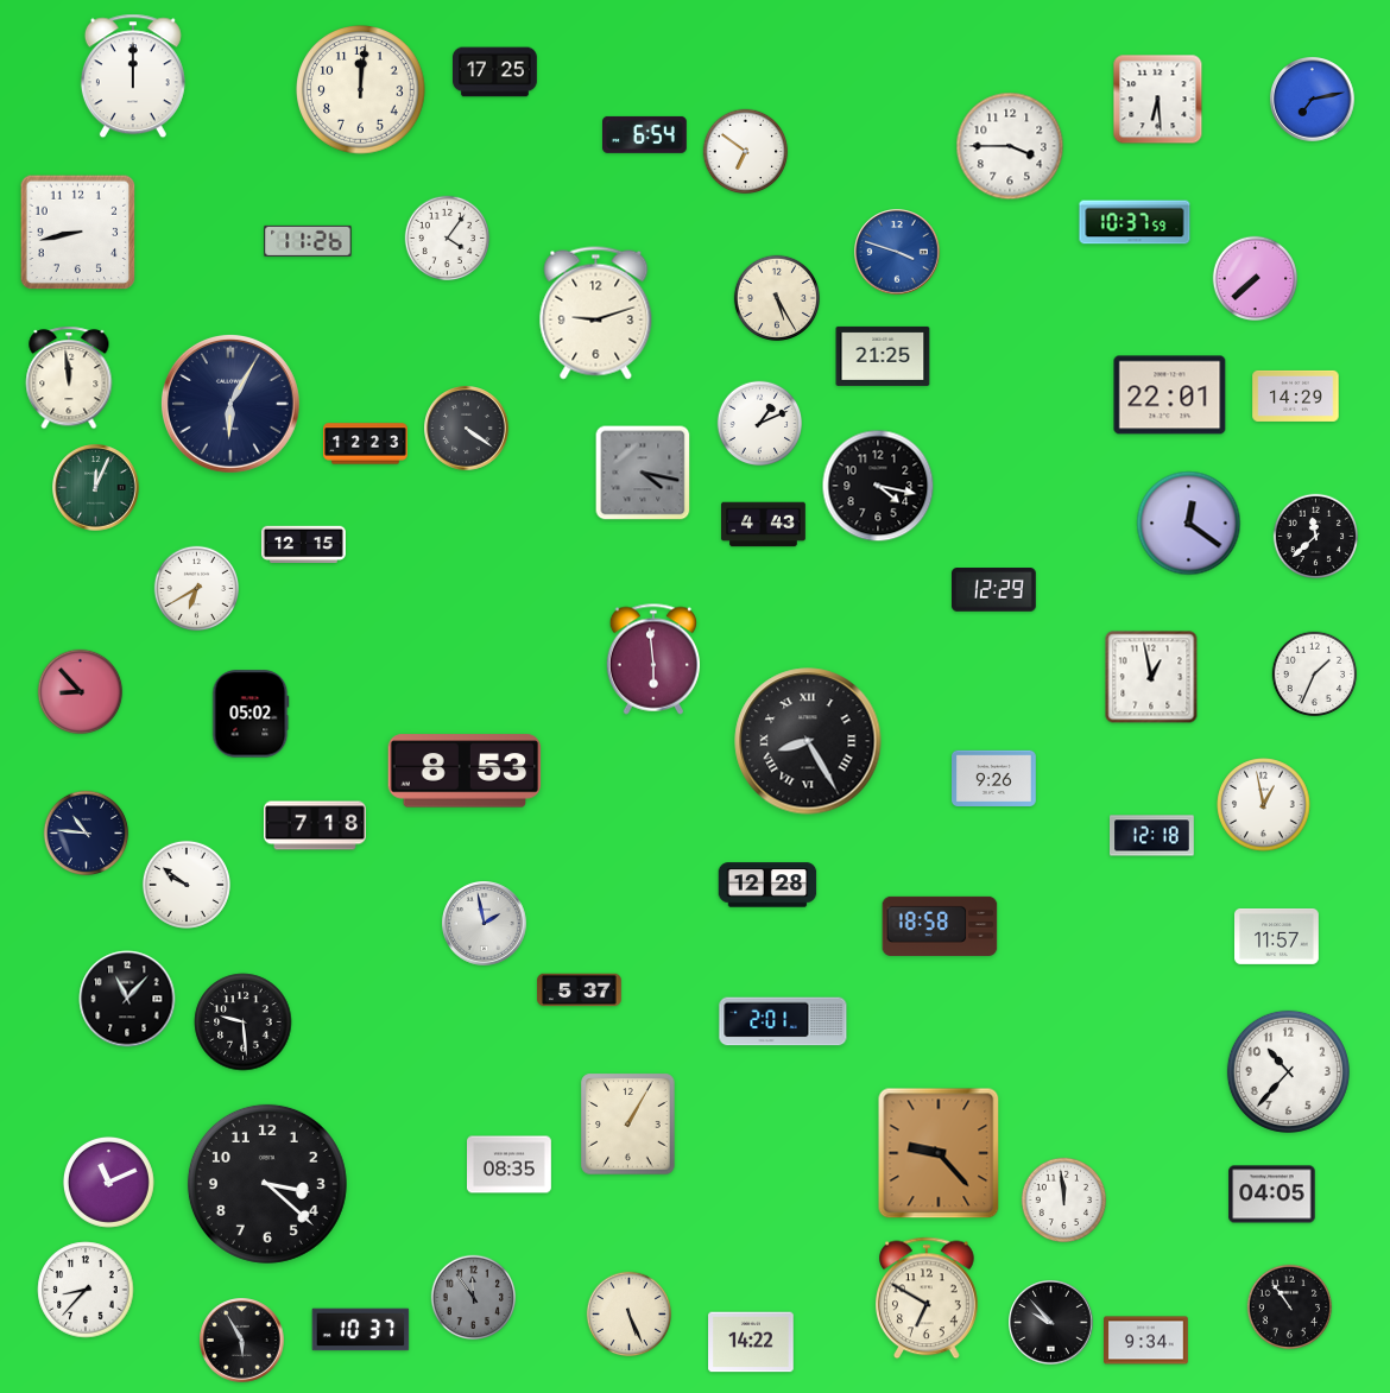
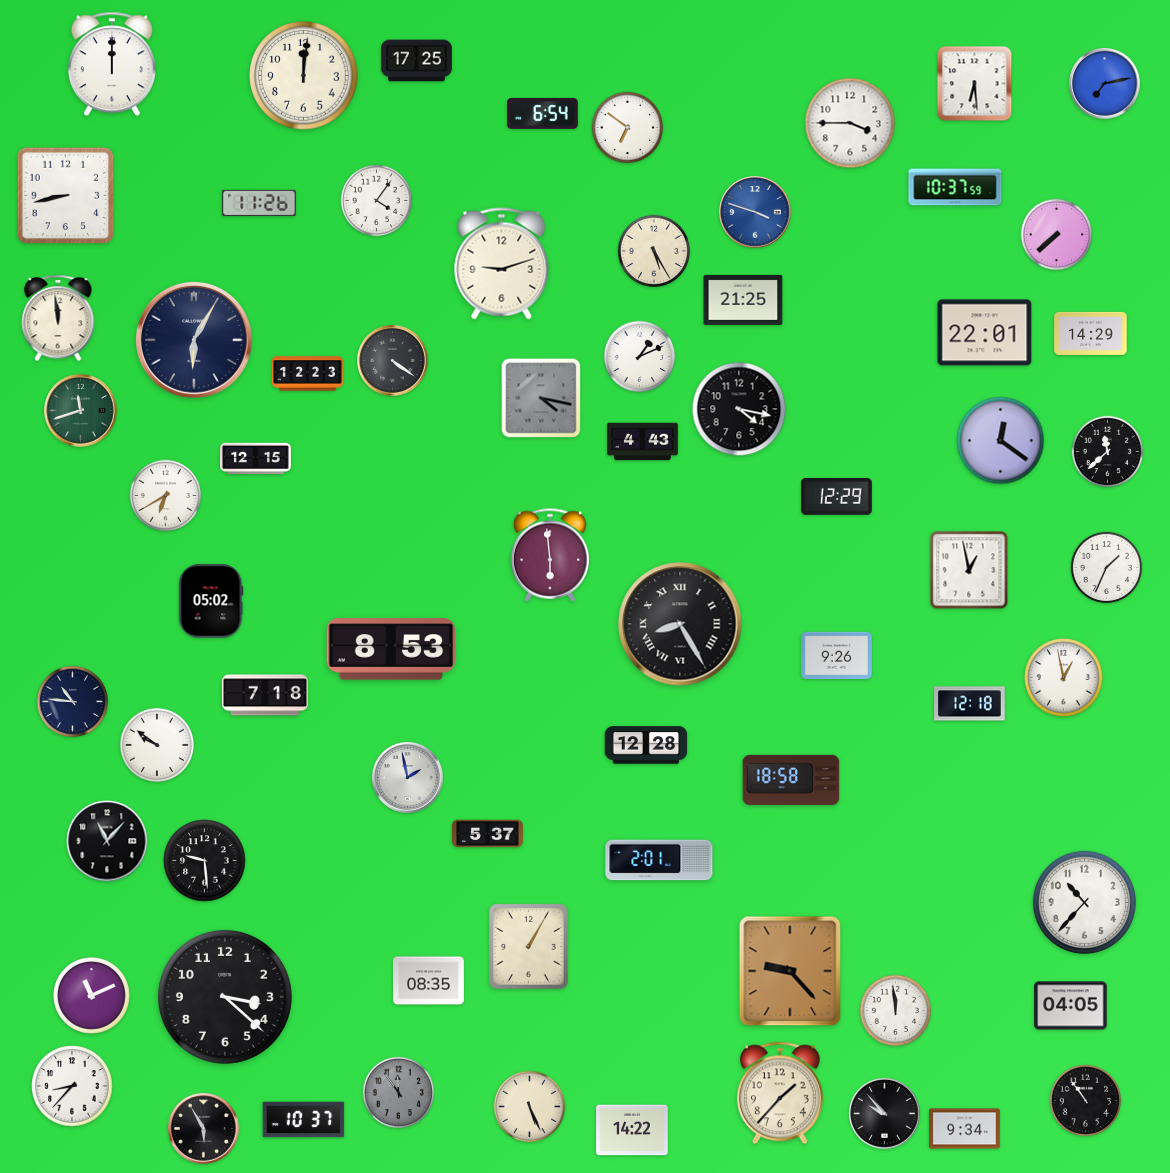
clock at (96, 488): 12:04 -> 11:42
clock at (81, 692): 8:53 -> none
clock at (1277, 936): 11:57 -> none
clock at (928, 1298): 6:50 -> 1:37
